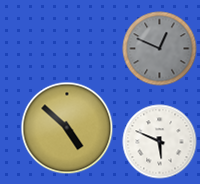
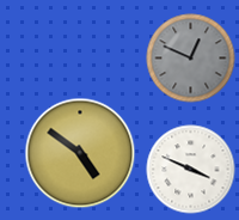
clock at (67, 128): 4:52 -> 4:51
clock at (160, 142): 5:49 -> 3:49
